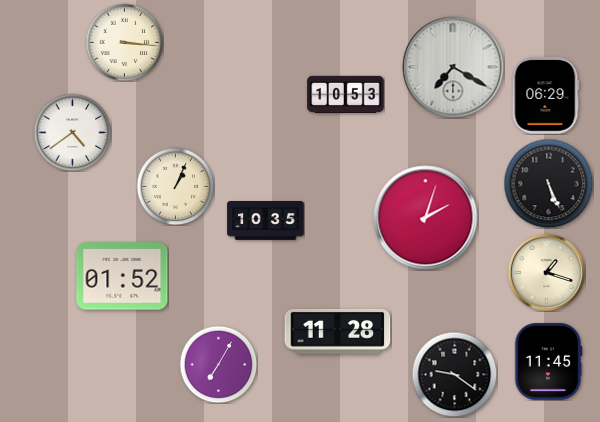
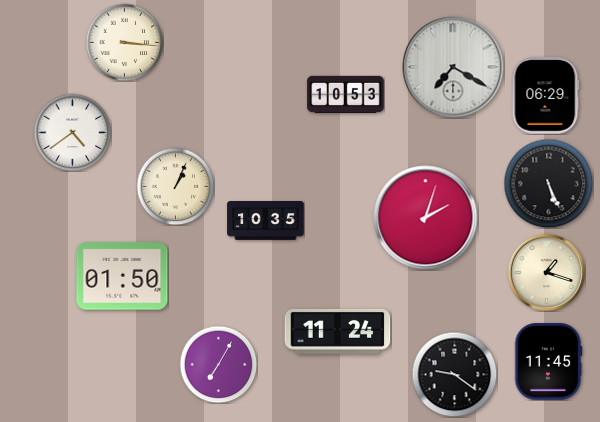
clock at (122, 276): 01:52 -> 01:50
clock at (338, 331): 11:28 -> 11:24
